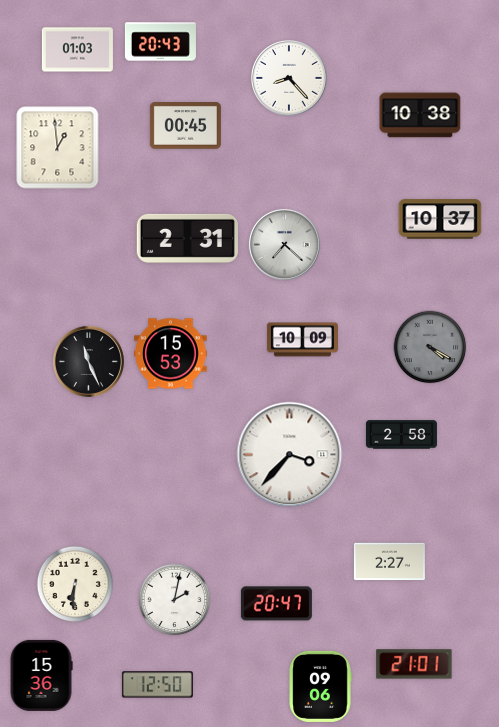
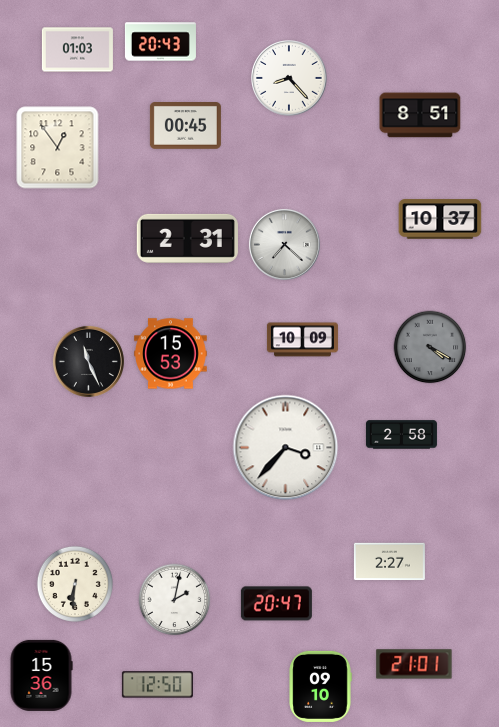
clock at (420, 115): 10:38 -> 8:51
clock at (58, 148): 12:59 -> 12:54
clock at (290, 455) position: (290, 455) -> (286, 448)
clock at (320, 686): 09:06 -> 09:10
